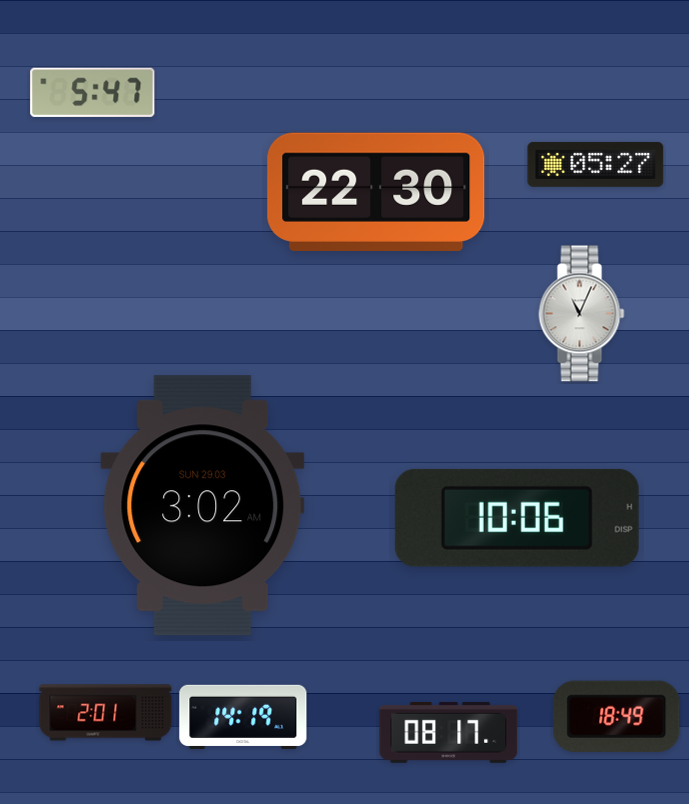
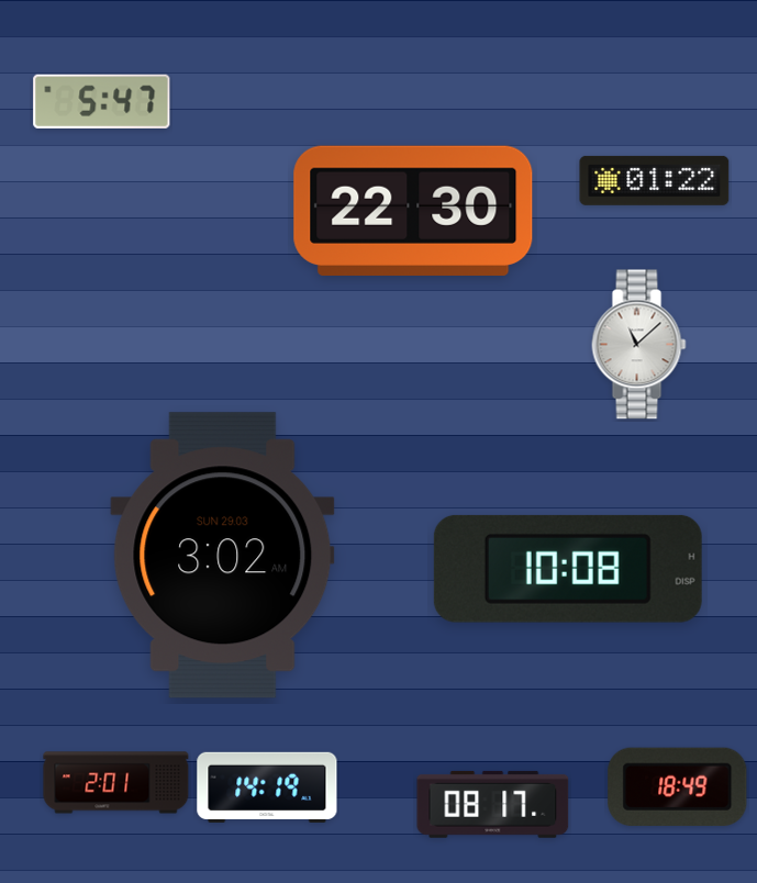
clock at (596, 164): 05:27 -> 01:22
clock at (582, 314): 11:04 -> 11:08
clock at (517, 518): 10:06 -> 10:08
